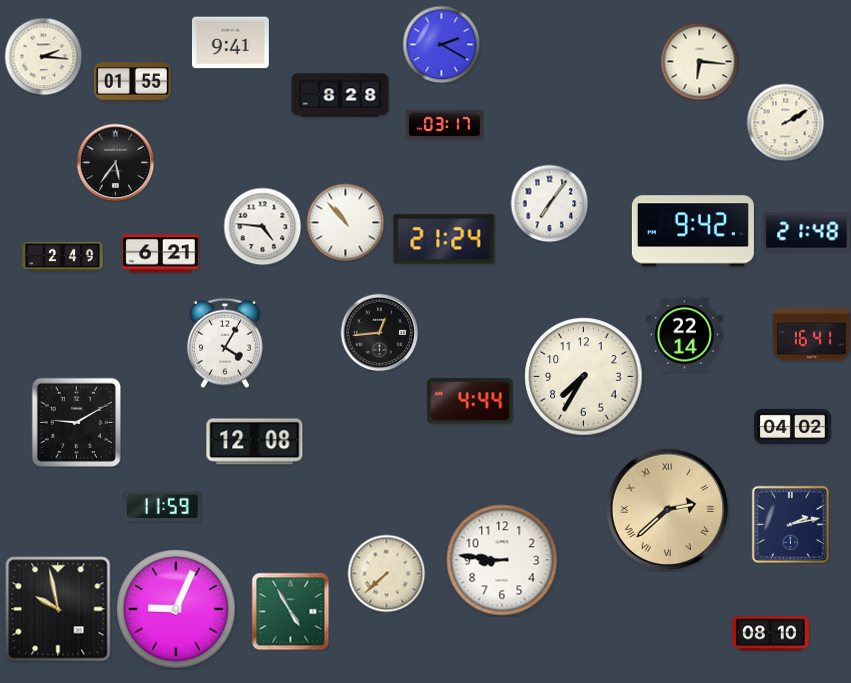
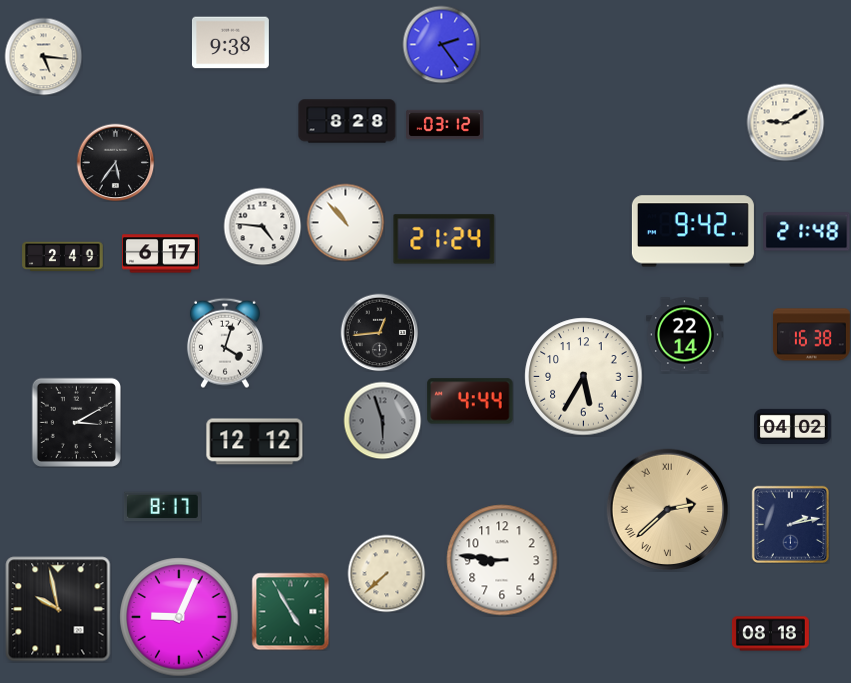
clock at (230, 43): 9:41 -> 9:38
clock at (441, 44): 2:20 -> 2:24
clock at (43, 56): 2:16 -> 5:16
clock at (699, 61): 6:16 -> none
clock at (132, 82): 01:55 -> none
clock at (340, 95) position: (340, 95) -> (347, 121)
clock at (785, 122): 2:10 -> 9:10
clock at (445, 125): 03:17 -> 03:12
clock at (549, 203): 7:06 -> none
clock at (161, 254): 6:21 -> 6:17
clock at (811, 335): 16:41 -> 16:38
clock at (225, 343): 4:05 -> 4:03
clock at (584, 377): 7:35 -> 5:35
clock at (382, 420): none -> 5:57
clock at (76, 422): 9:10 -> 3:10
clock at (255, 442): 12:08 -> 12:12
clock at (162, 507): 11:59 -> 8:17
clock at (176, 609) position: (176, 609) -> (179, 617)
clock at (770, 634): 08:10 -> 08:18
